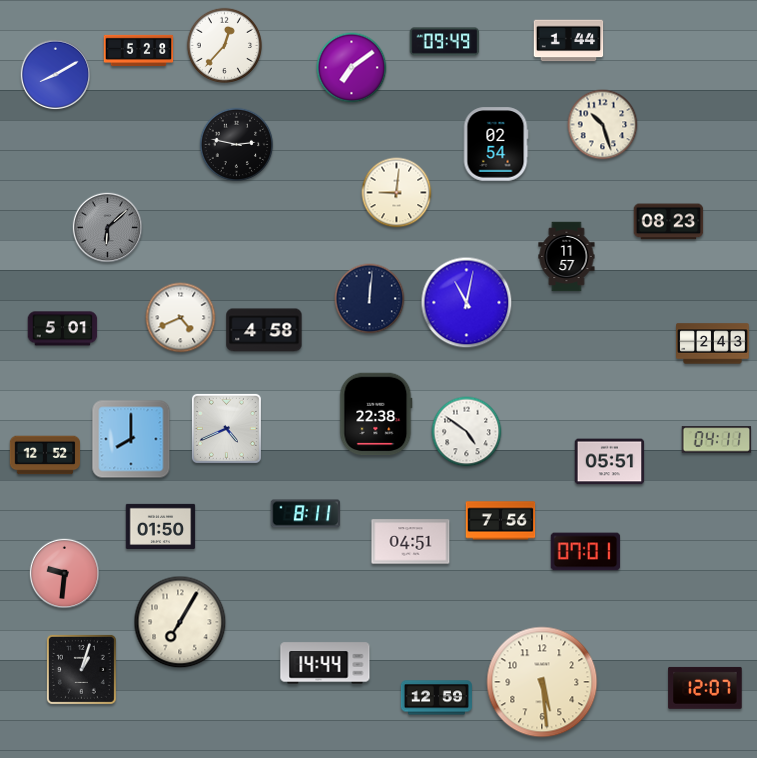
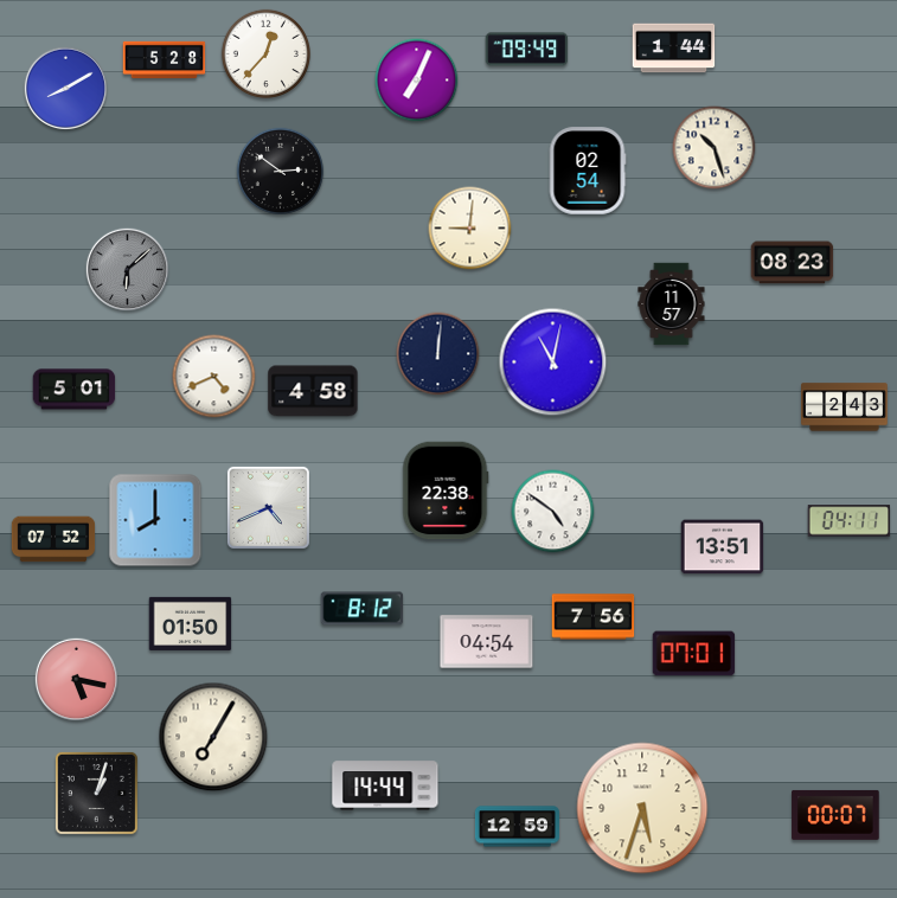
clock at (352, 68): 7:09 -> 7:04
clock at (237, 145): 2:47 -> 2:51
clock at (467, 303) position: (467, 303) -> (553, 363)
clock at (45, 455): 12:52 -> 07:52
clock at (610, 462): 05:51 -> 13:51
clock at (306, 514): 8:11 -> 8:12
clock at (411, 542): 04:51 -> 04:54
clock at (65, 574): 9:31 -> 5:17
clock at (542, 682): 5:29 -> 5:33
clock at (705, 688): 12:07 -> 00:07
